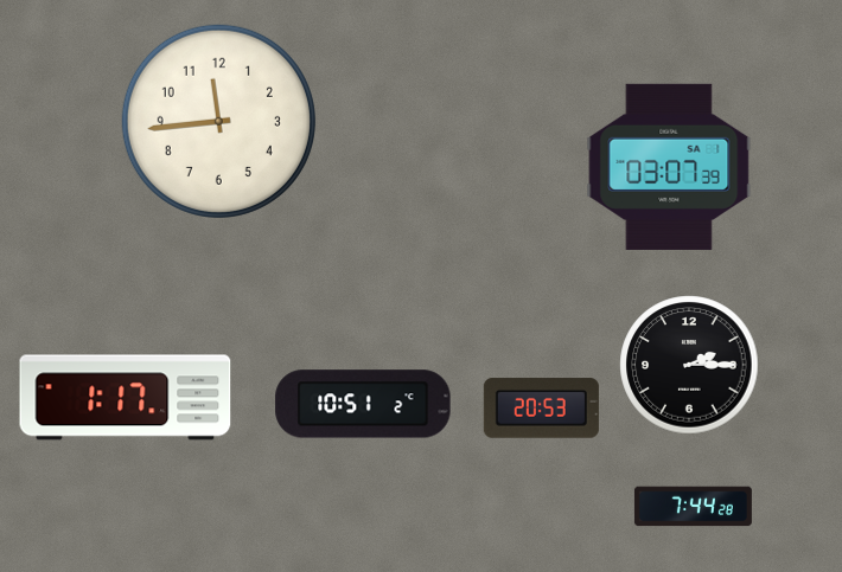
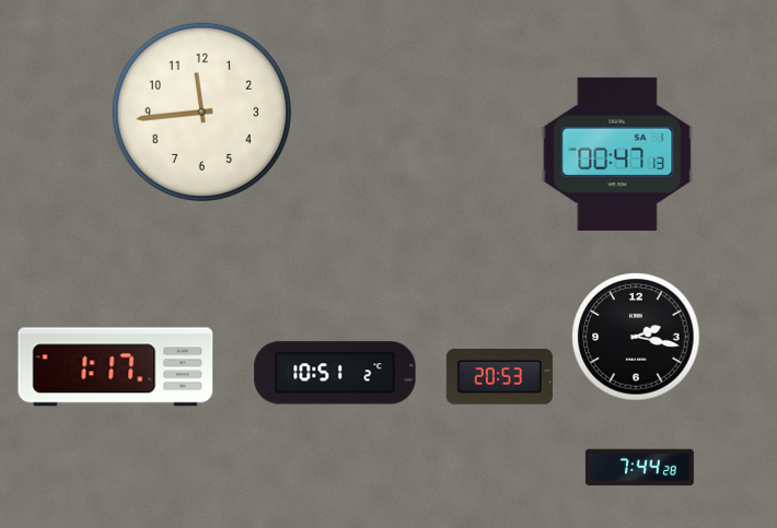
clock at (669, 167): 03:07 -> 00:47
clock at (689, 365): 2:15 -> 2:17
